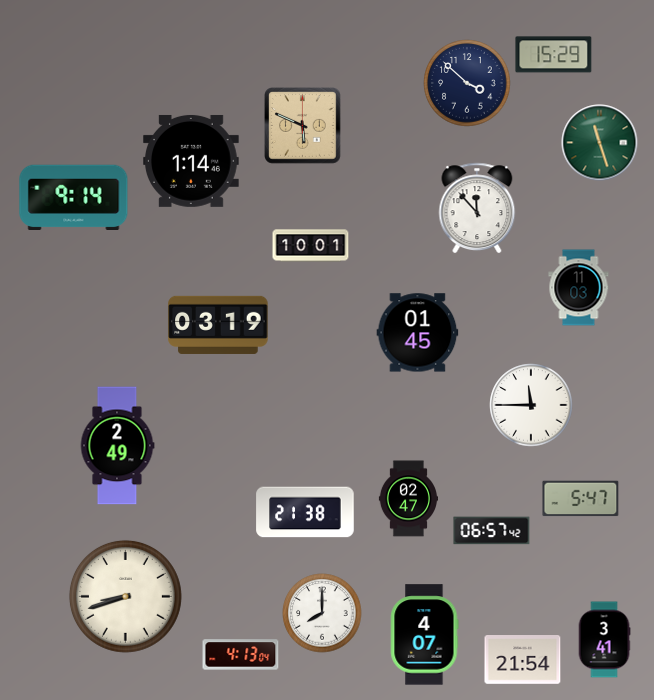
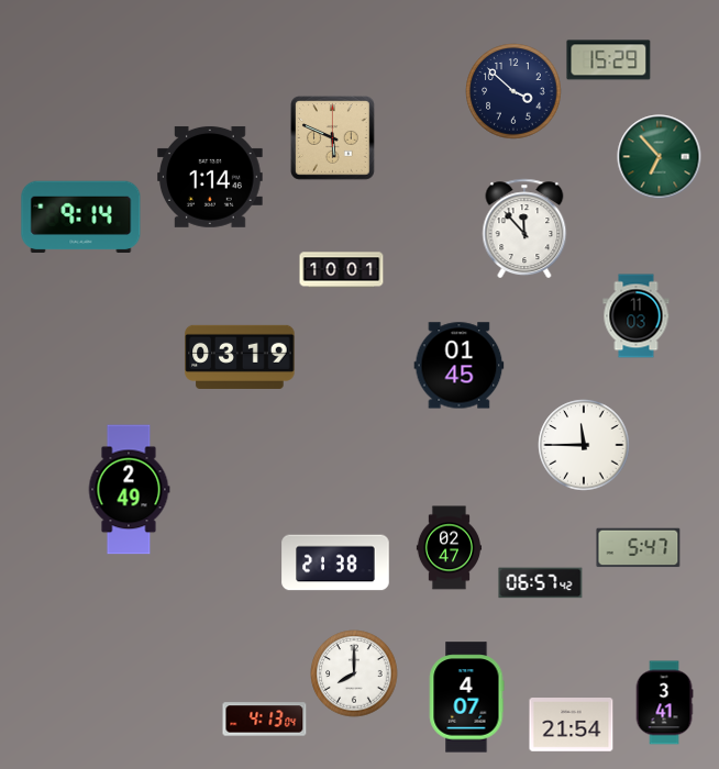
clock at (600, 143): 11:27 -> 6:53
clock at (125, 596): 8:42 -> none
clock at (523, 660) position: (523, 660) -> (572, 725)
